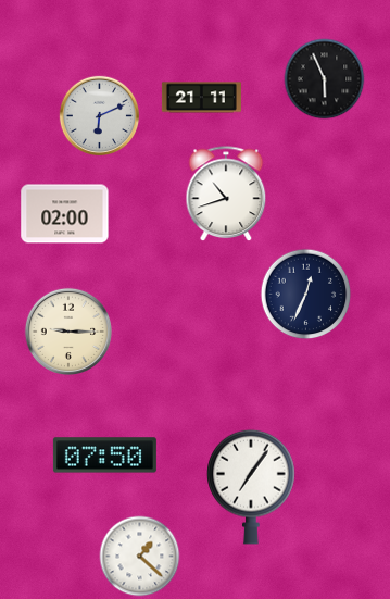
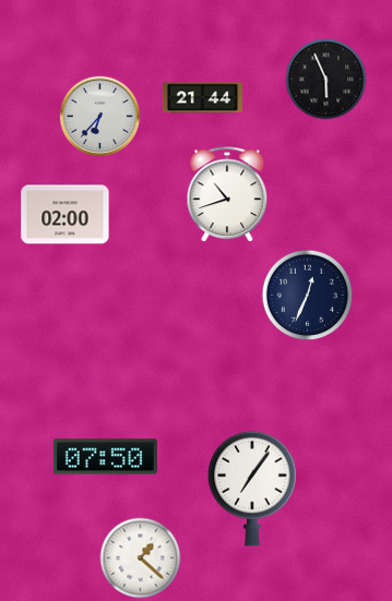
clock at (201, 98): 21:11 -> 21:44
clock at (100, 116): 6:11 -> 6:37
clock at (67, 330): 9:15 -> none
